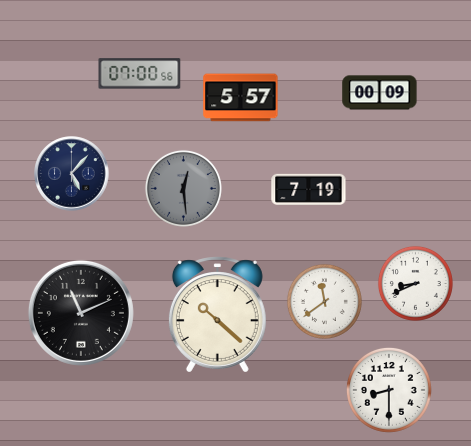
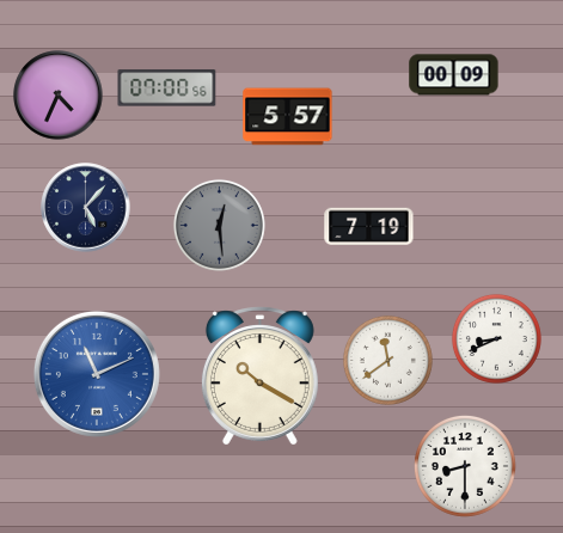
clock at (59, 96): none -> 4:34
clock at (380, 93) position: (380, 93) -> (454, 75)
clock at (81, 313) dial: black -> blue
clock at (217, 315): 10:22 -> 10:20
